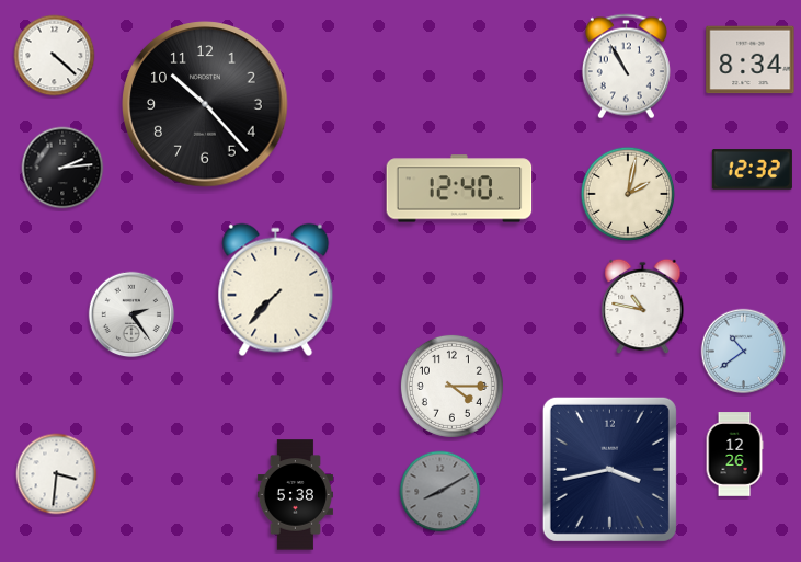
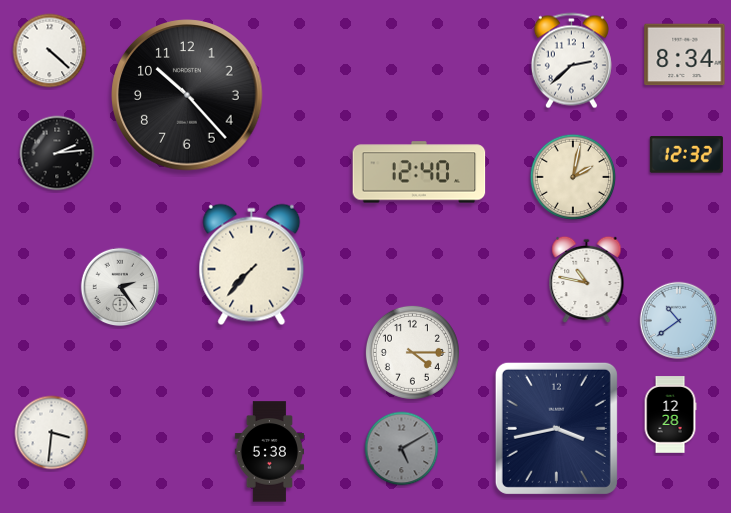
clock at (626, 67): 10:55 -> 2:38
clock at (734, 455): 12:26 -> 12:28
clock at (440, 492): 8:10 -> 5:10
